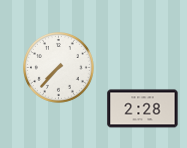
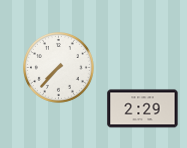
clock at (143, 109): 2:28 -> 2:29
